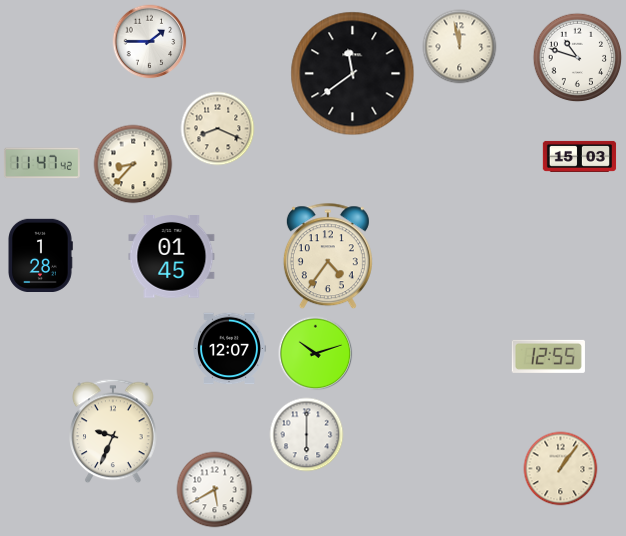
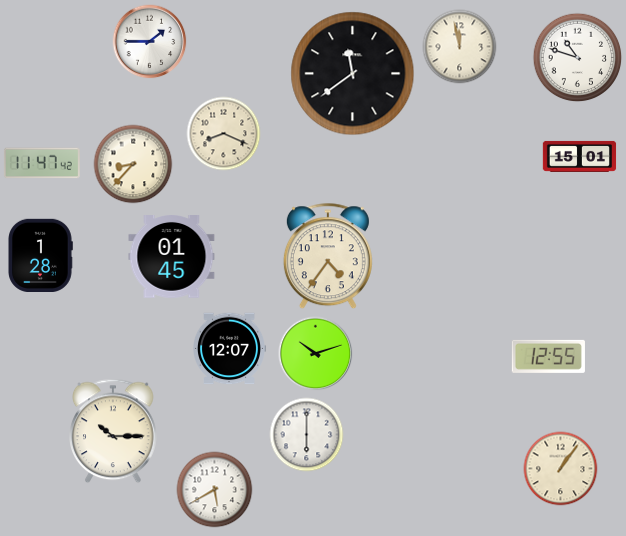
clock at (218, 129) position: (218, 129) -> (224, 134)
clock at (580, 156): 15:03 -> 15:01
clock at (114, 431): 9:34 -> 10:15
